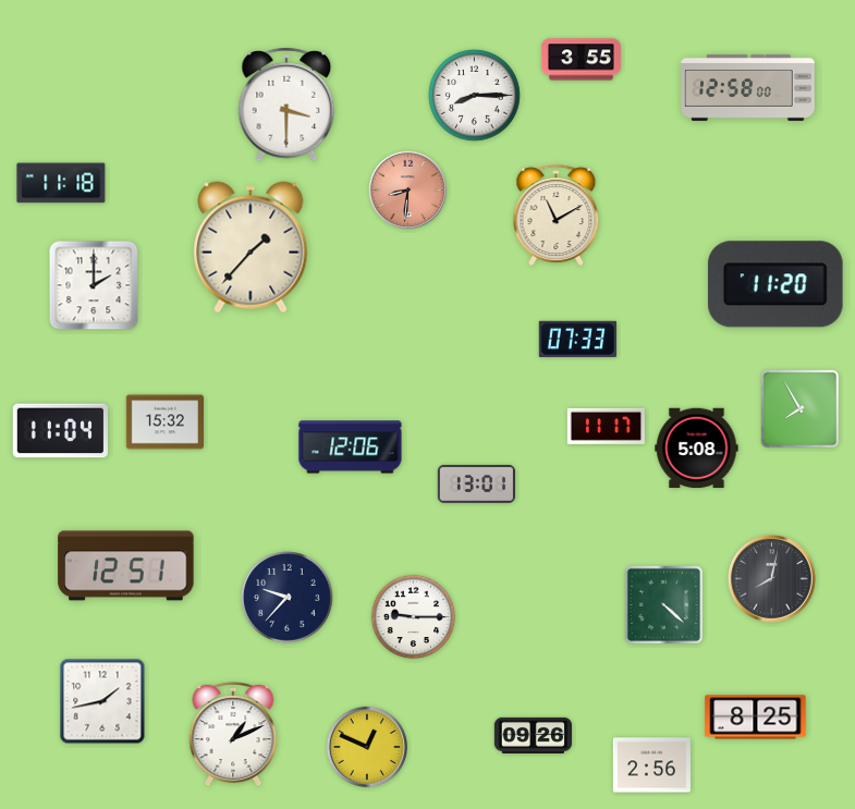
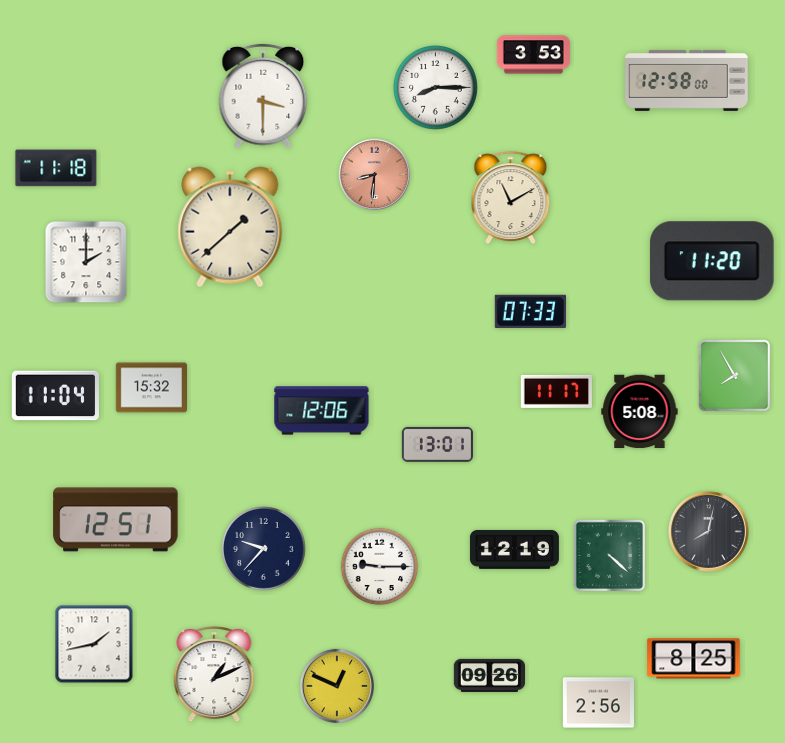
clock at (581, 60): 3:55 -> 3:53
clock at (251, 247): 1:37 -> 1:38
clock at (514, 549): none -> 12:19
